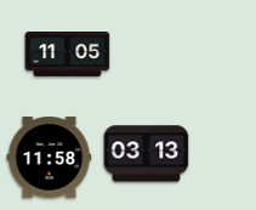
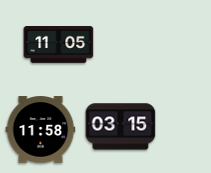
clock at (68, 55) position: (68, 55) -> (59, 45)
clock at (147, 154): 03:13 -> 03:15
